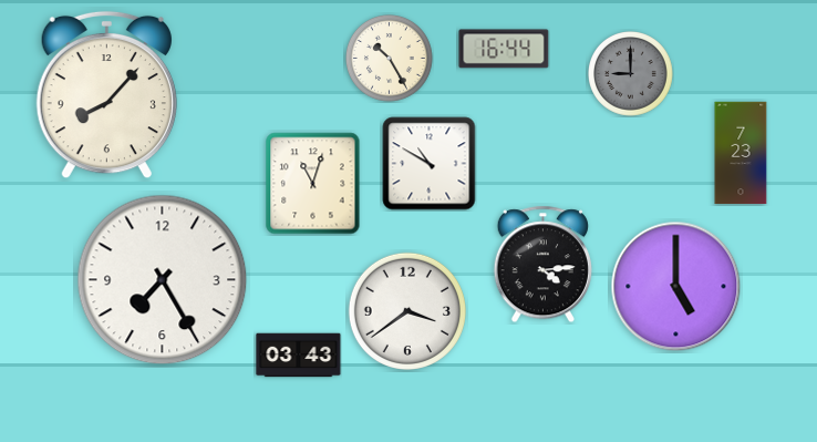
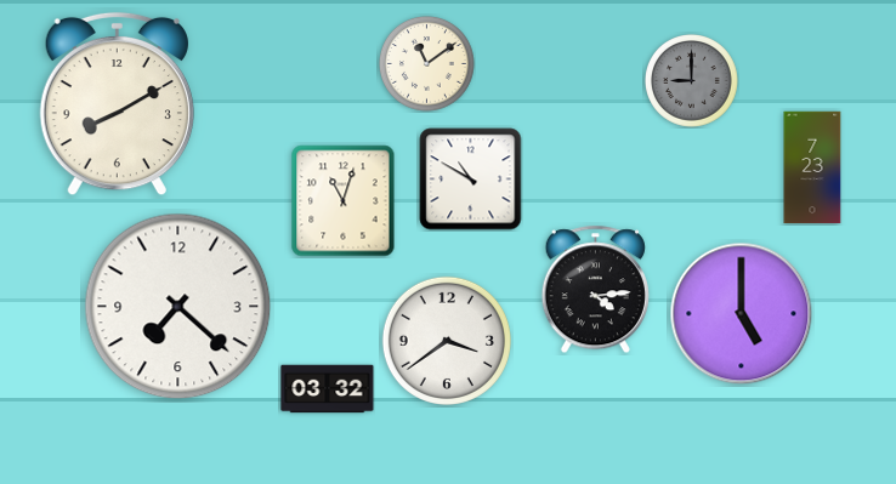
clock at (504, 49): 16:44 -> none
clock at (390, 59): 10:25 -> 11:09
clock at (106, 95): 8:07 -> 8:10
clock at (163, 280): 7:25 -> 7:22
clock at (299, 356): 03:43 -> 03:32
